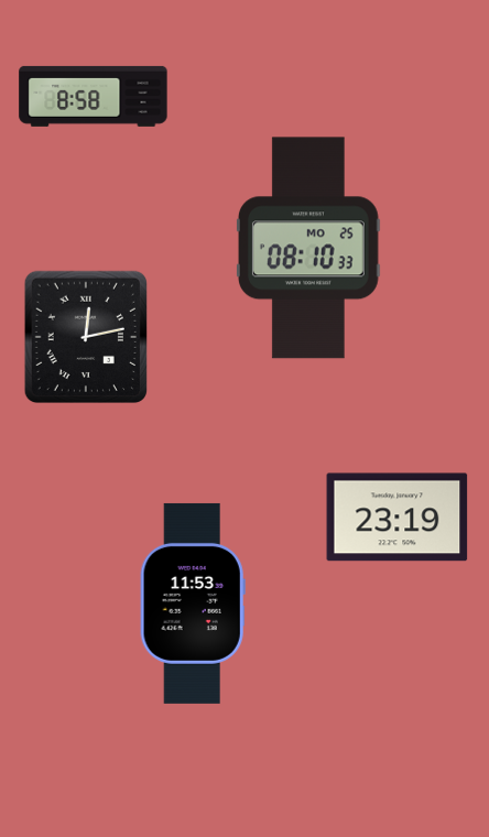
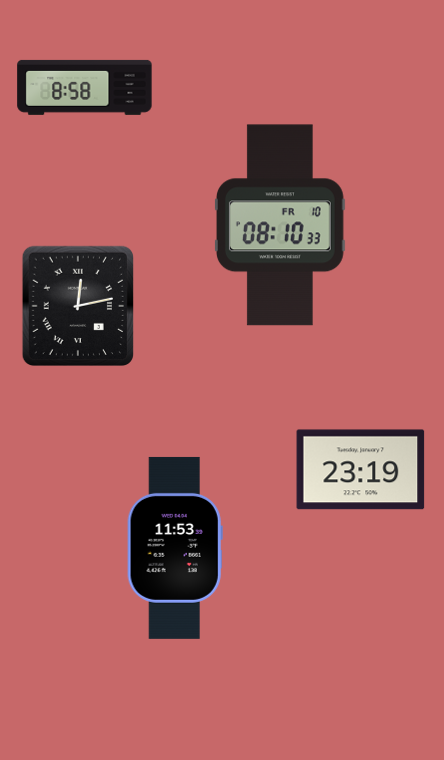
clock at (308, 248) date: MO 25 -> FR 10
